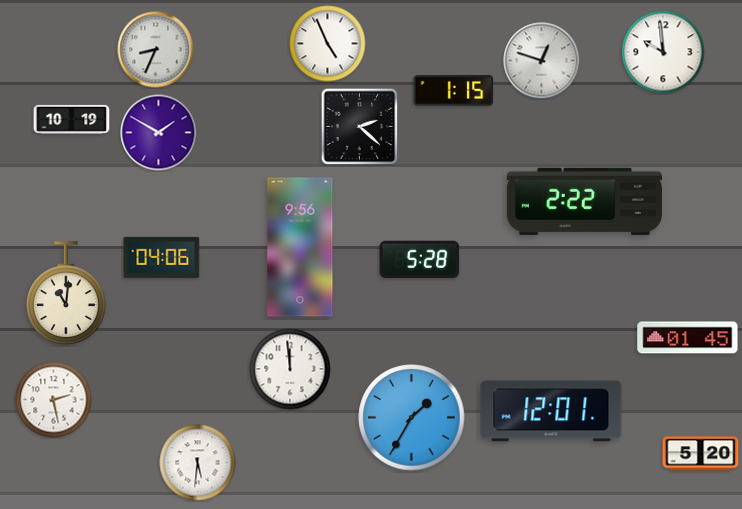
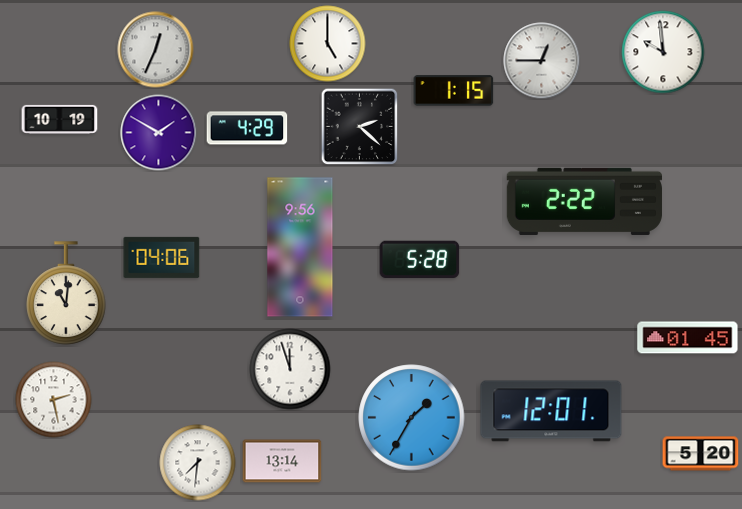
clock at (328, 44): 4:56 -> 5:00
clock at (156, 50): 8:34 -> 12:34
clock at (542, 61): 12:48 -> 12:45
clock at (72, 119) position: (72, 119) -> (60, 119)
clock at (247, 128): none -> 4:29
clock at (290, 369): 11:59 -> 11:57
clock at (282, 461): none -> 13:14
clock at (198, 463): 5:31 -> 7:31
